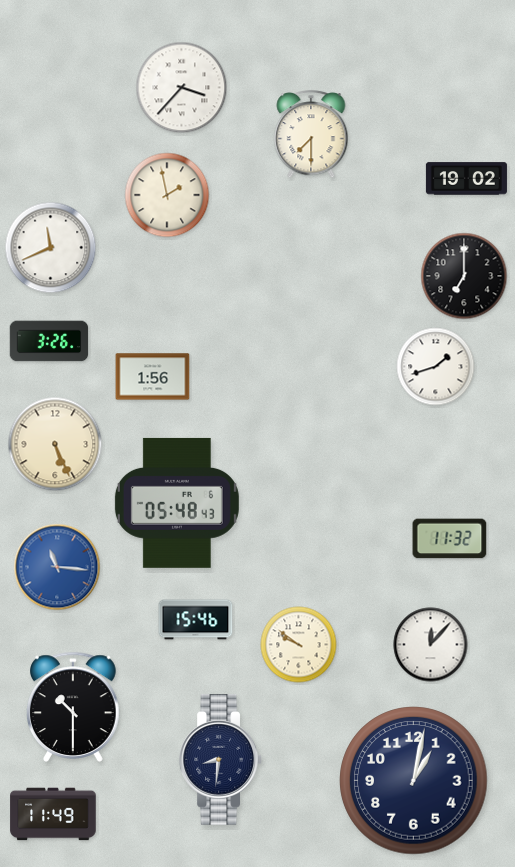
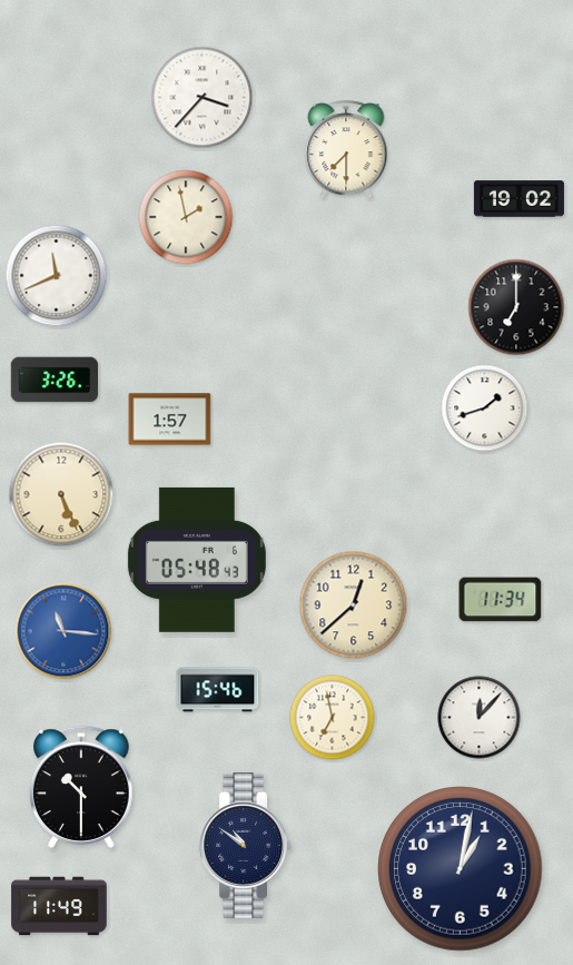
clock at (153, 377): 1:56 -> 1:57
clock at (450, 539): 11:32 -> 11:34
clock at (354, 605): none -> 12:38
clock at (299, 645): 9:51 -> 6:58
clock at (220, 760): 8:31 -> 10:51
